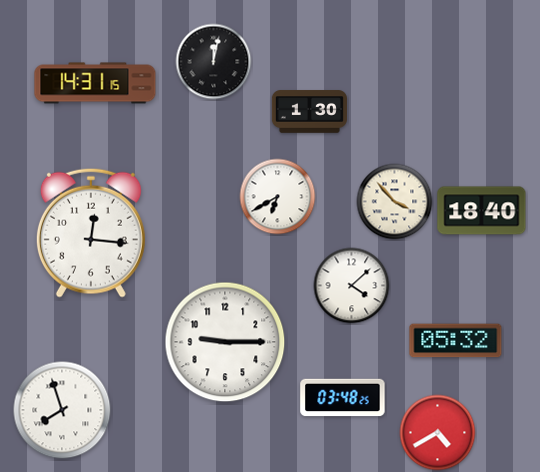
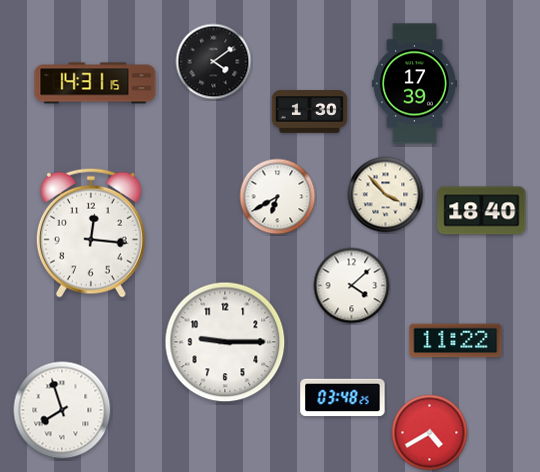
clock at (214, 62): 12:02 -> 4:09
clock at (414, 84): none -> 17:39
clock at (395, 202) position: (395, 202) -> (386, 195)
clock at (456, 341): 05:32 -> 11:22
clock at (438, 433) position: (438, 433) -> (430, 433)
